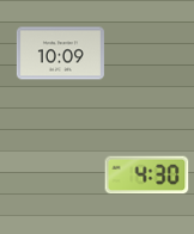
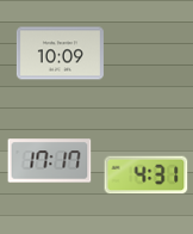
clock at (50, 161): none -> 17:17
clock at (147, 176): 4:30 -> 4:31
